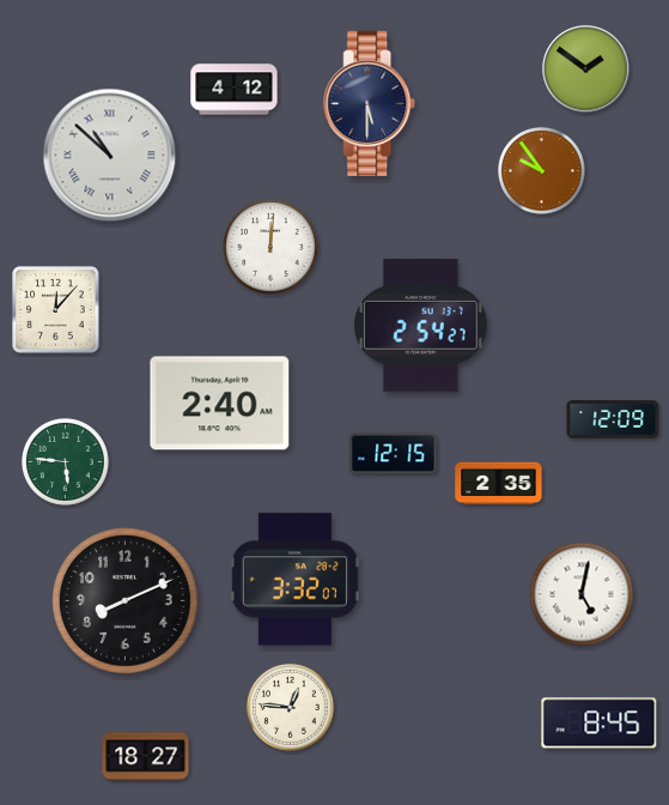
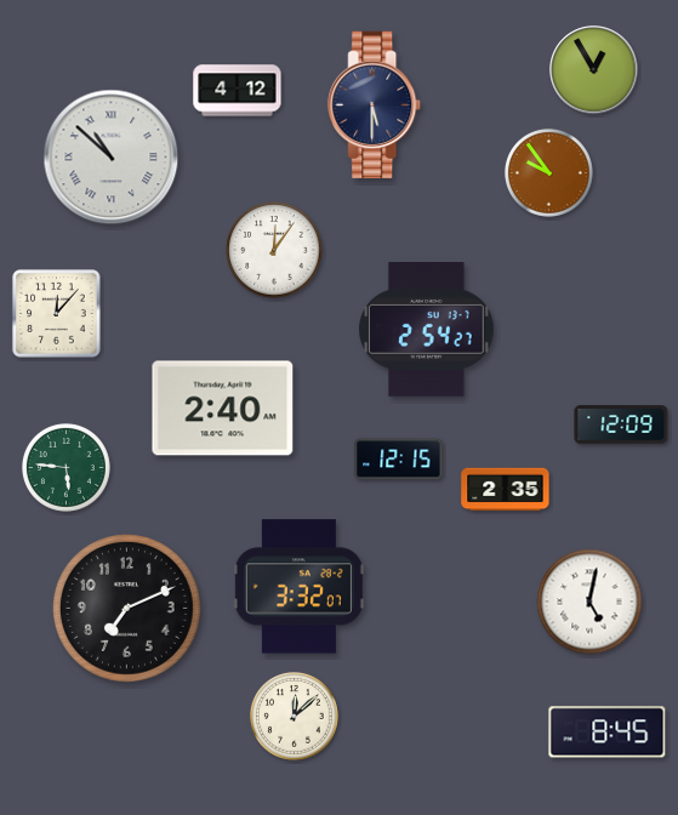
clock at (586, 69): 1:51 -> 12:55
clock at (270, 247): 12:01 -> 12:06
clock at (124, 600): 8:11 -> 7:11
clock at (290, 707): 12:46 -> 12:08
clock at (146, 757): 18:27 -> none
